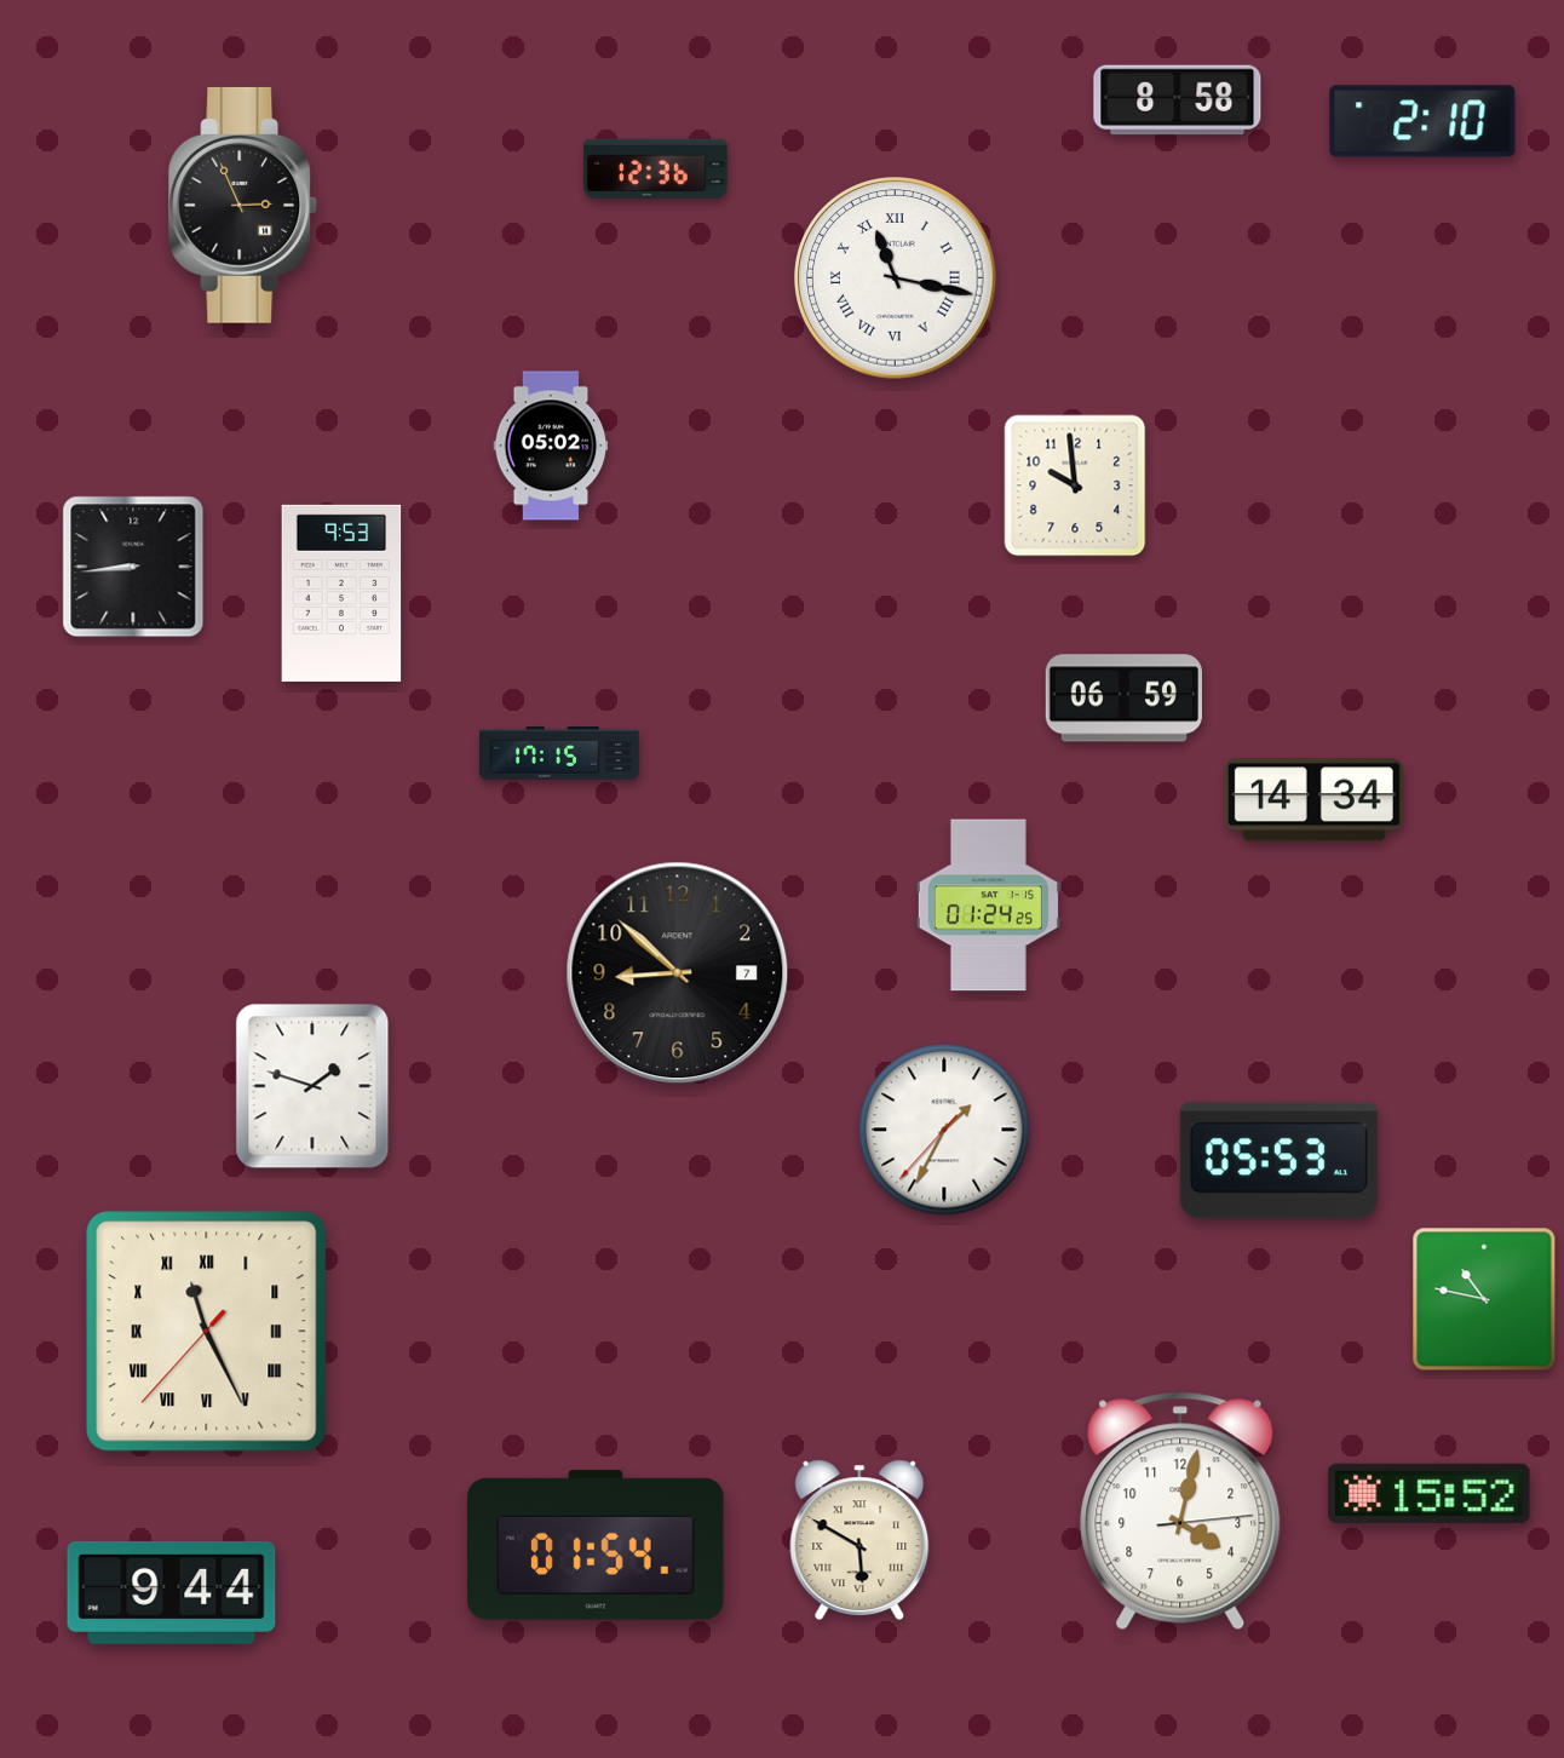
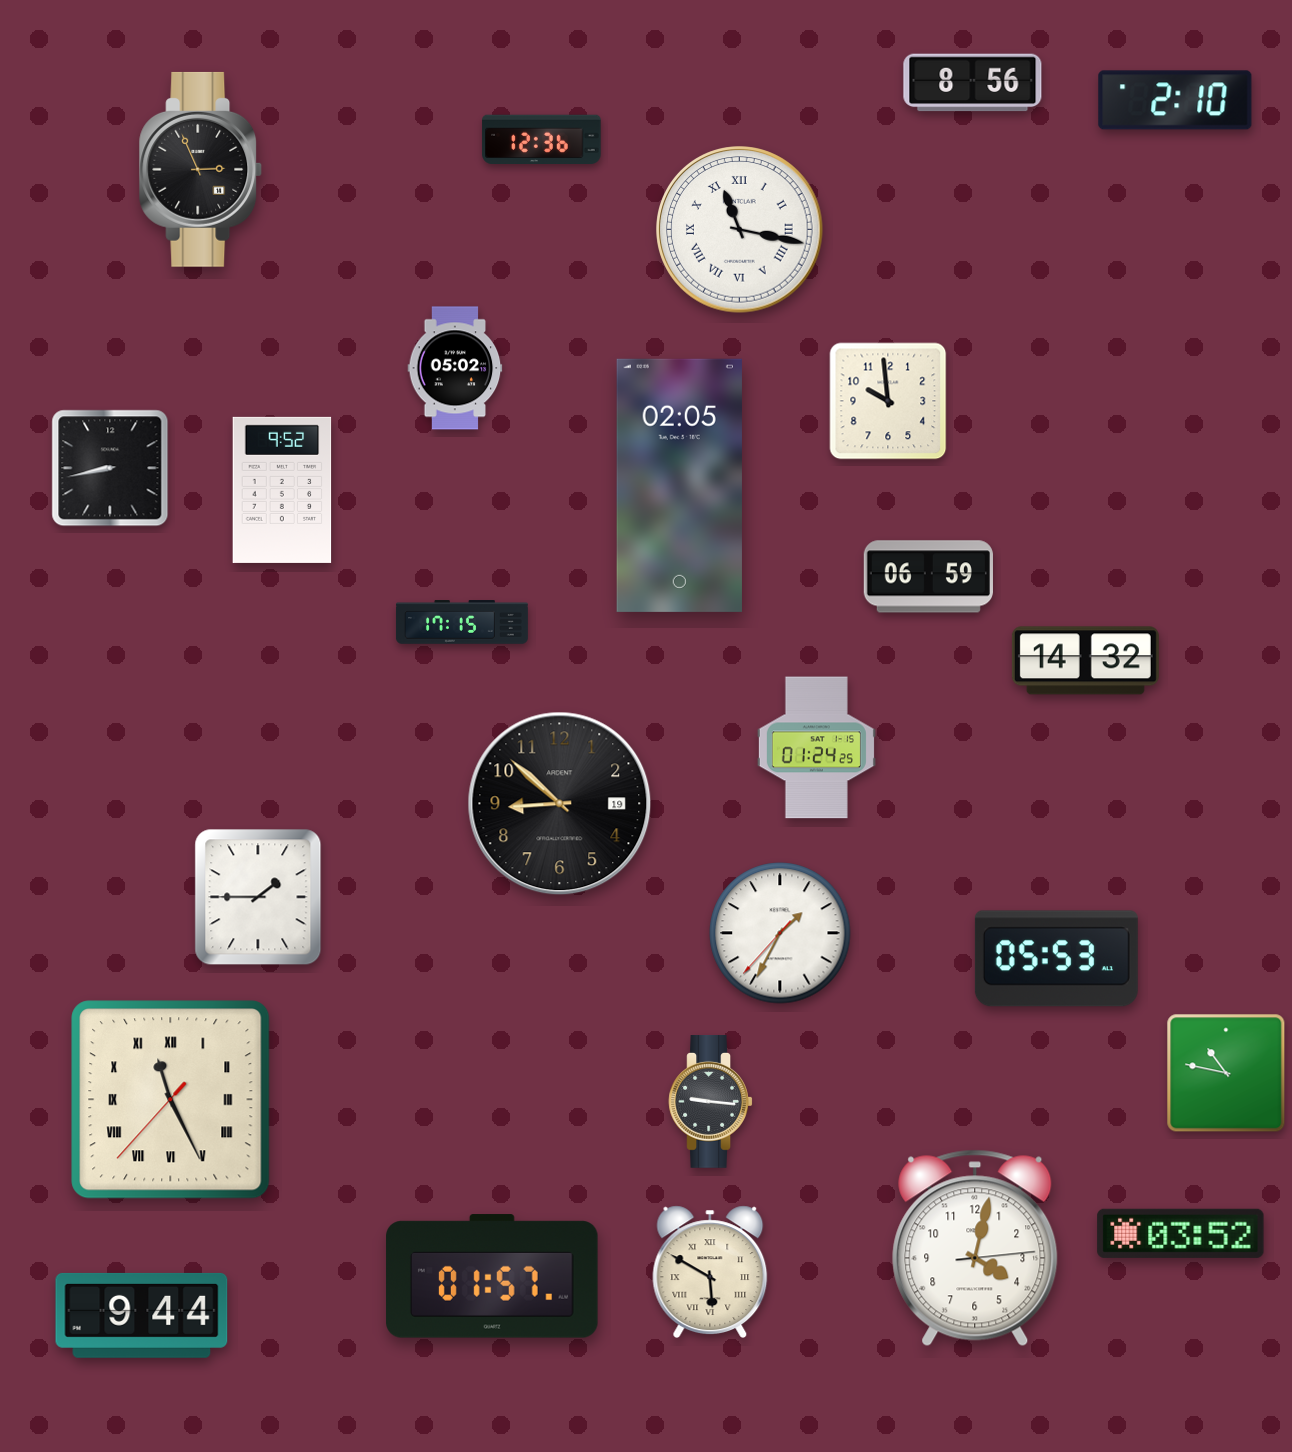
clock at (1178, 100): 8:58 -> 8:56
clock at (133, 567): 8:44 -> 8:43
clock at (679, 485): none -> 02:05
clock at (341, 593): 9:53 -> 9:52
clock at (1313, 800): 14:34 -> 14:32
clock at (678, 973) date: 7 -> 19
clock at (312, 1086): 1:48 -> 1:45
clock at (711, 1102): none -> 9:16
clock at (1430, 1493): 15:52 -> 03:52
clock at (596, 1545): 01:54 -> 01:57
